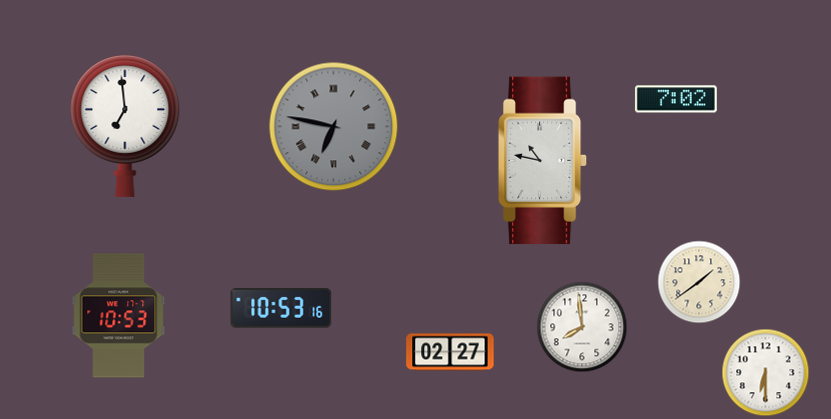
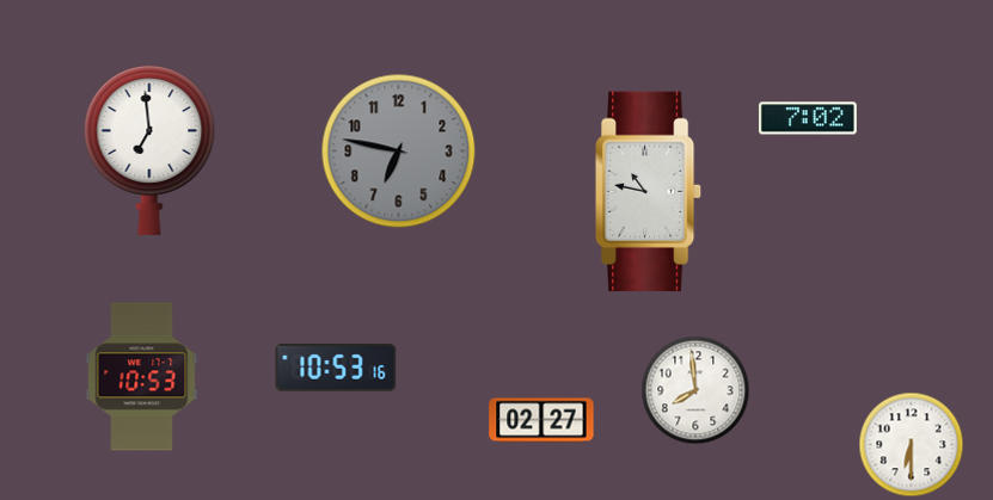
clock at (334, 127) numerals: Roman -> Arabic
clock at (699, 282): 1:39 -> none
clock at (450, 352) position: (450, 352) -> (541, 420)
clock at (766, 373) position: (766, 373) -> (912, 445)
